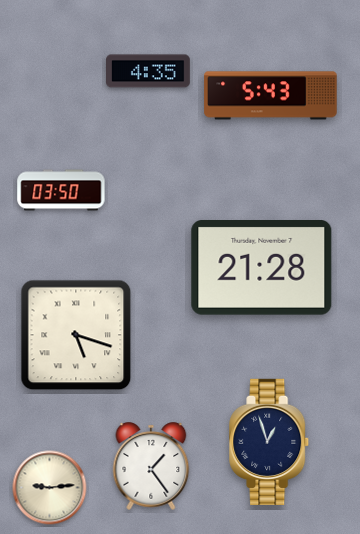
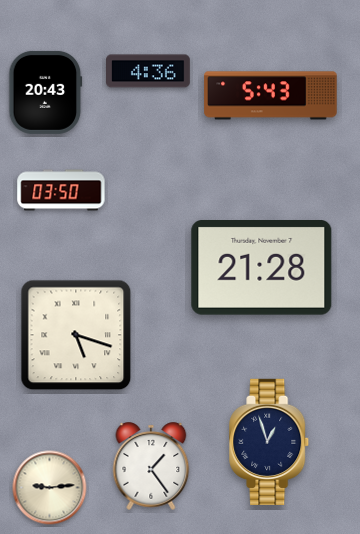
clock at (149, 71): 4:35 -> 4:36
clock at (46, 92): none -> 20:43
